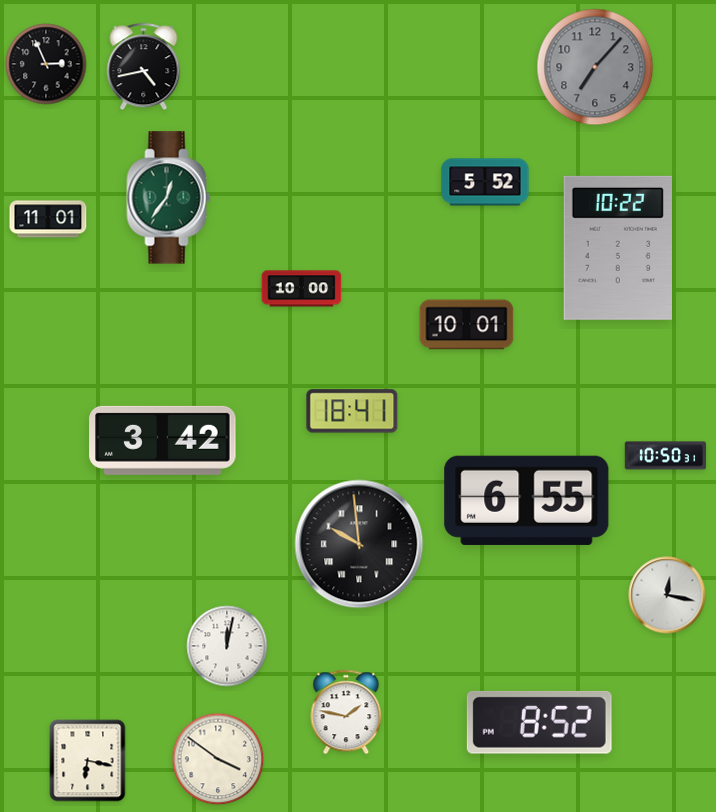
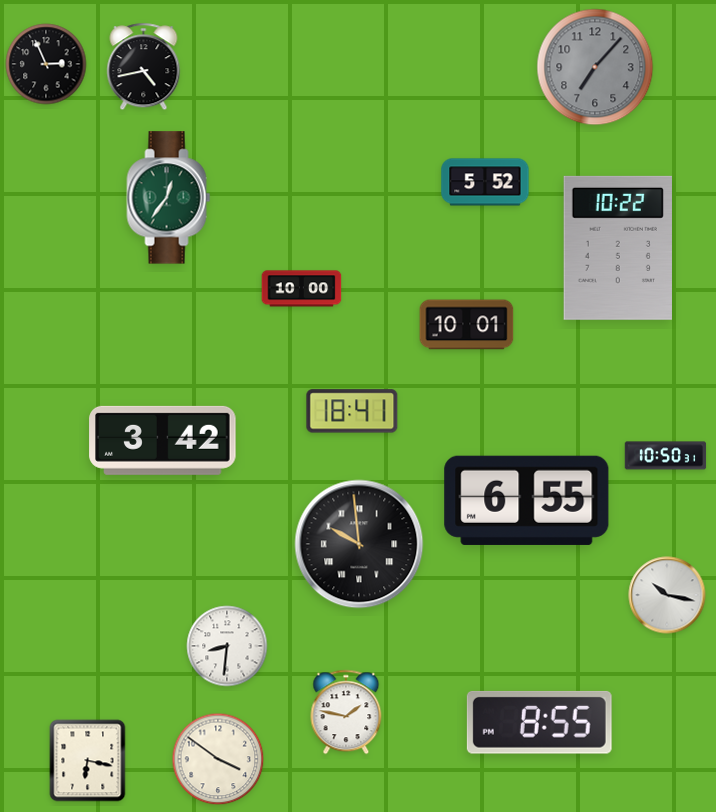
clock at (48, 219): 11:01 -> none
clock at (667, 595): 12:17 -> 10:17
clock at (227, 646): 12:02 -> 8:31
clock at (539, 722): 8:52 -> 8:55
